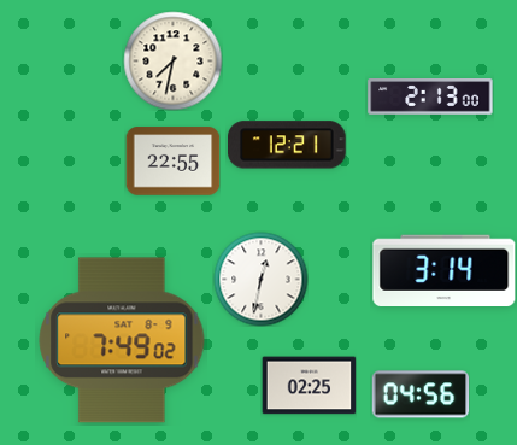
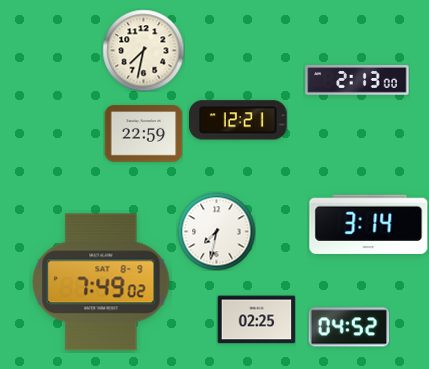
clock at (172, 162): 22:55 -> 22:59
clock at (260, 279): 12:32 -> 7:32
clock at (421, 394): 04:56 -> 04:52
